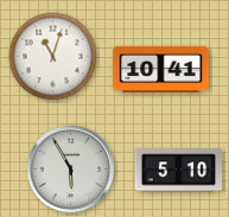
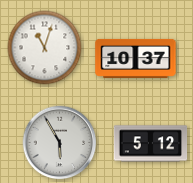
clock at (161, 69): 10:41 -> 10:37
clock at (179, 171): 5:10 -> 5:12
